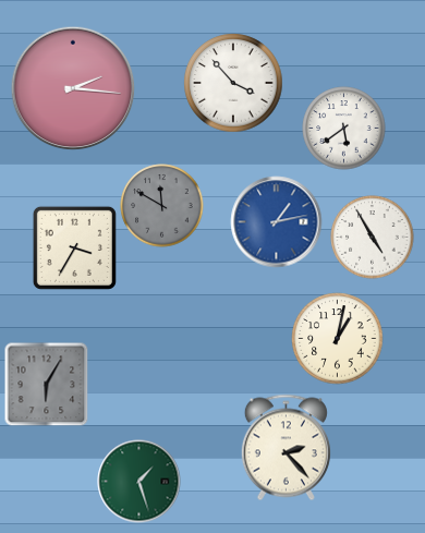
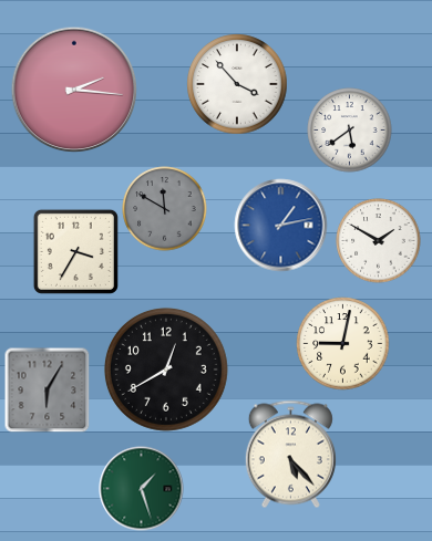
clock at (373, 238): 4:55 -> 1:50
clock at (338, 339): 1:02 -> 9:02
clock at (166, 370): none -> 12:40
clock at (286, 448): 2:23 -> 5:23
